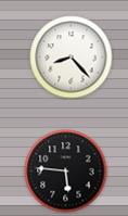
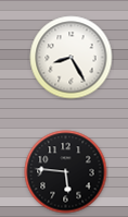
clock at (72, 58): 8:23 -> 8:25
